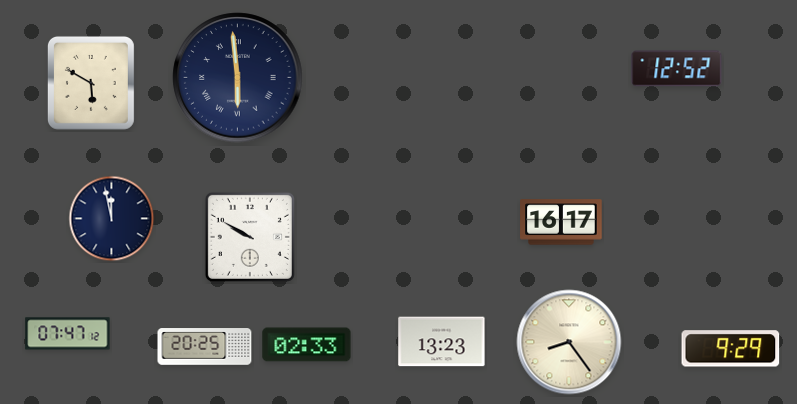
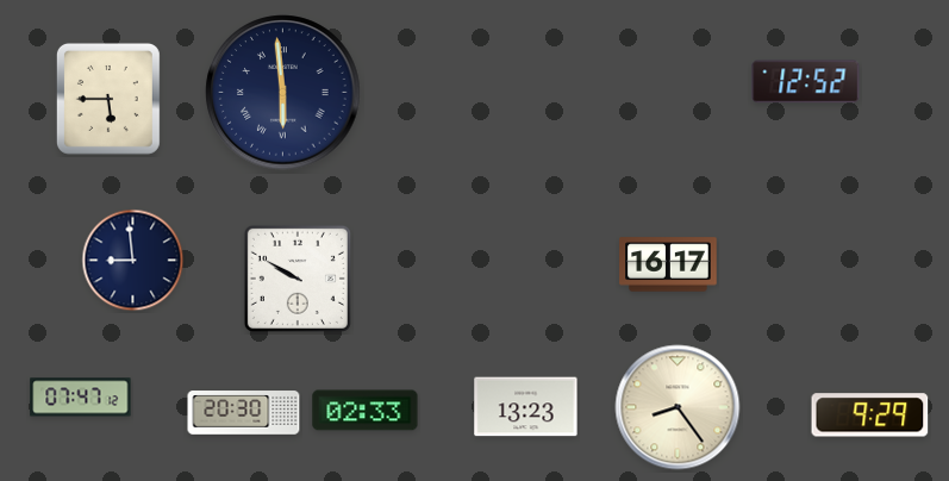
clock at (91, 83): 5:50 -> 5:45
clock at (112, 219): 11:58 -> 8:59
clock at (250, 237) position: (250, 237) -> (298, 279)
clock at (205, 347): 20:25 -> 20:30
